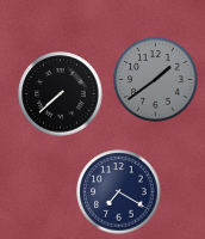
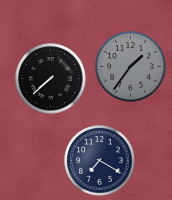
clock at (156, 80): 1:39 -> 1:36
